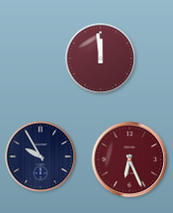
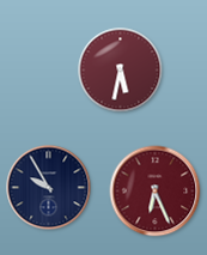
clock at (101, 59): 11:59 -> 5:32
